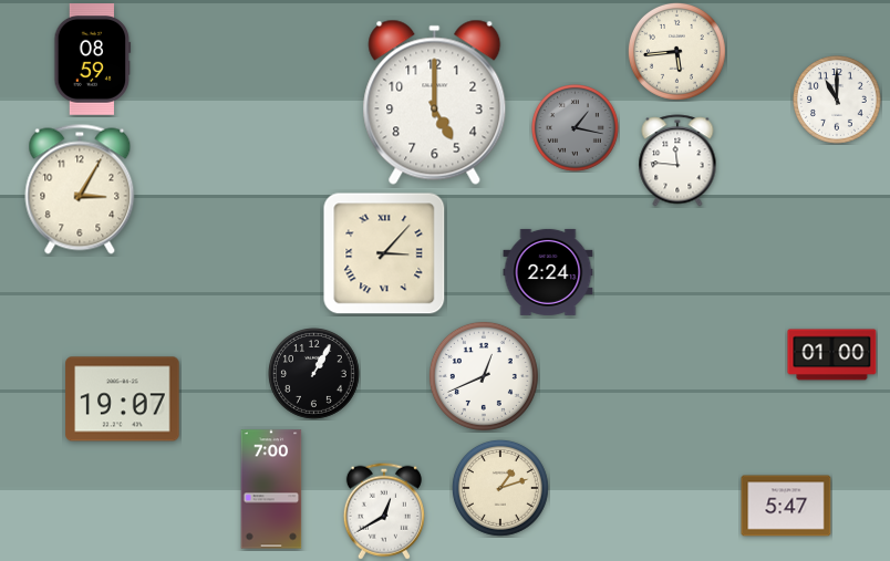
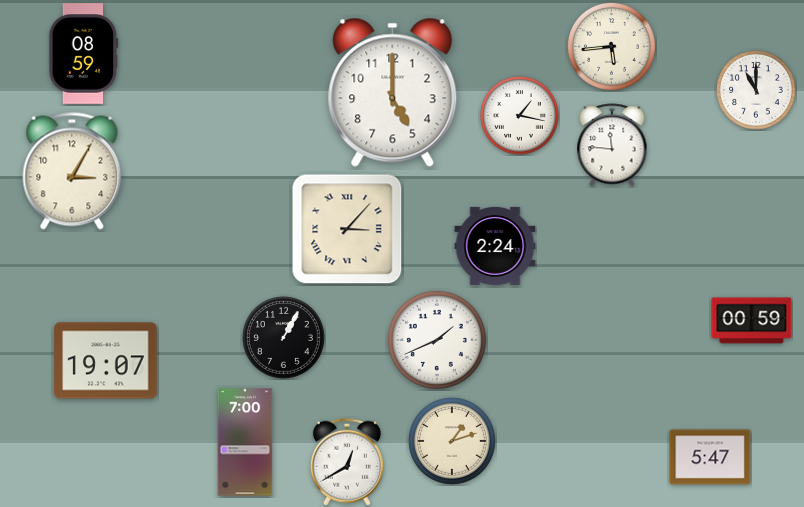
clock at (576, 128) dial: grey -> white
clock at (832, 355): 01:00 -> 00:59
clock at (484, 376): 12:41 -> 1:41
clock at (123, 399) position: (123, 399) -> (106, 361)
